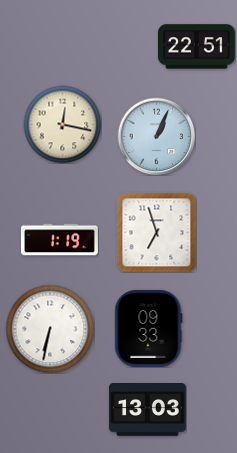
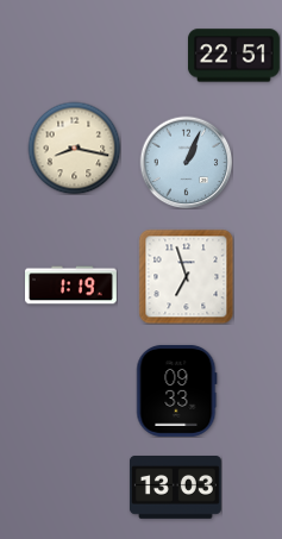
clock at (62, 124): 12:17 -> 8:17
clock at (50, 329): 6:32 -> none
